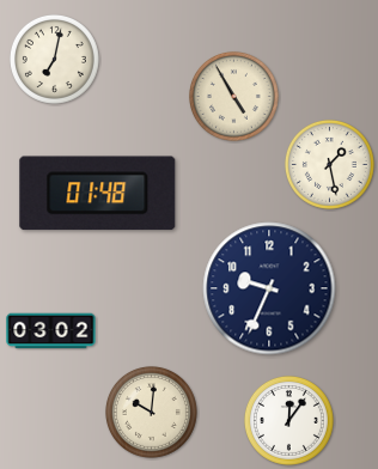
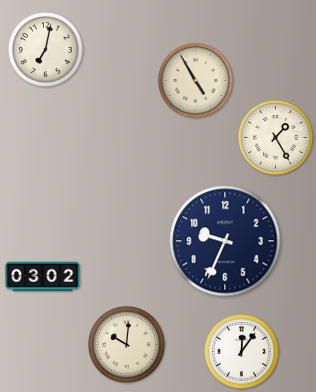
clock at (329, 164): 1:28 -> 1:25
clock at (98, 194): 01:48 -> none
